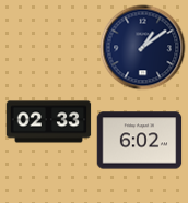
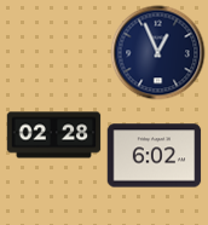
clock at (142, 47): 1:09 -> 12:56
clock at (48, 122): 02:33 -> 02:28
